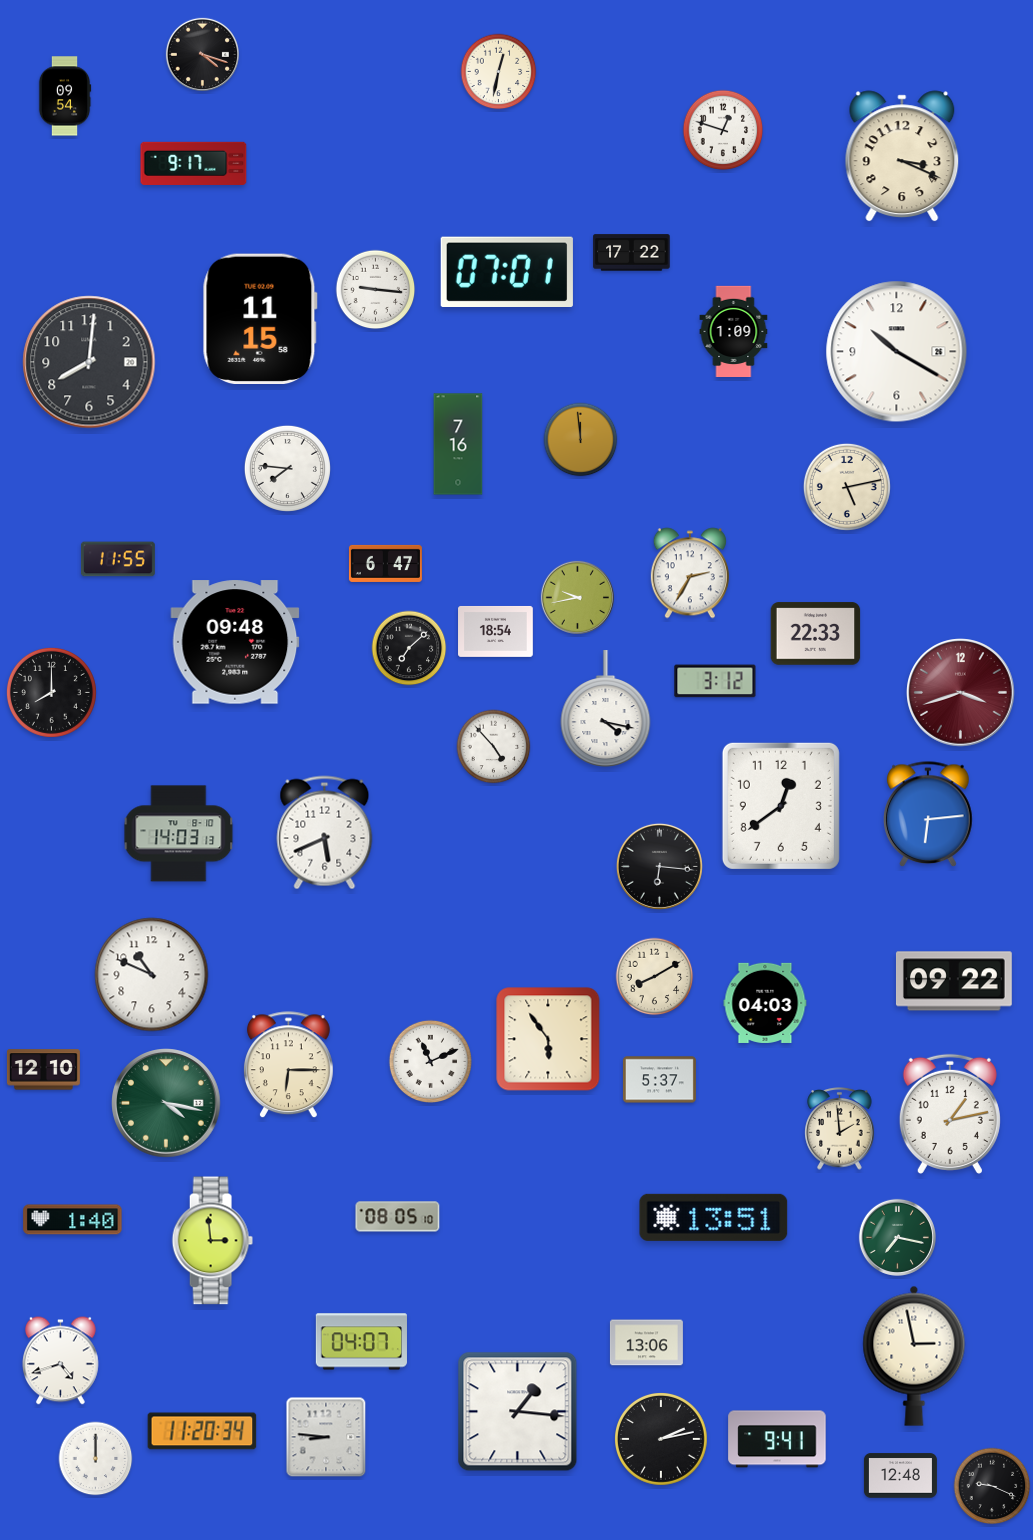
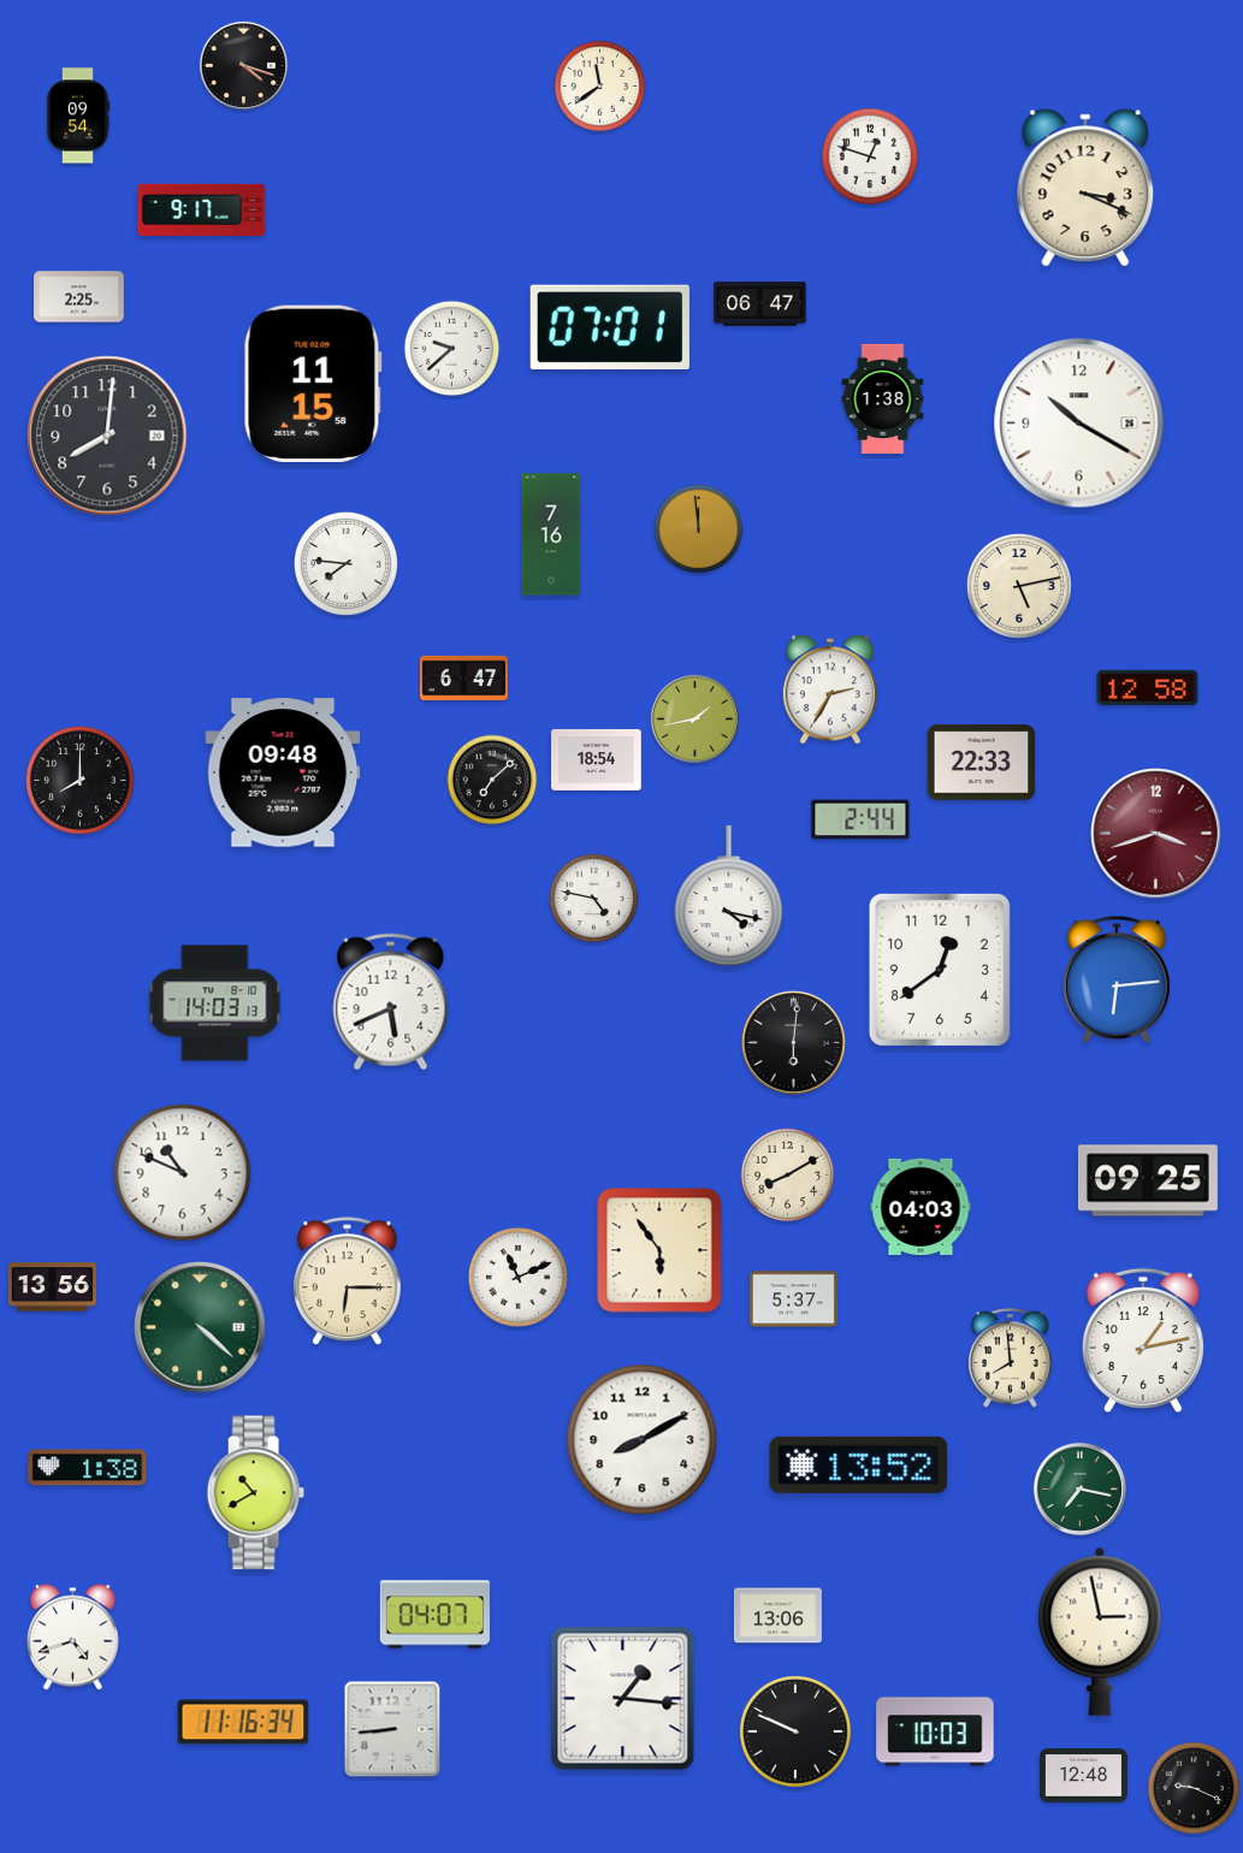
clock at (499, 72): 12:32 -> 11:39
clock at (194, 163) position: (194, 163) -> (202, 209)
clock at (79, 297): none -> 2:25
clock at (632, 253): 17:22 -> 06:47
clock at (376, 290): 9:16 -> 9:38
clock at (734, 332): 1:09 -> 1:38
clock at (118, 559): 11:55 -> none
clock at (1148, 687): none -> 12:58
clock at (577, 597): 9:43 -> 1:43
clock at (715, 681): 3:12 -> 2:44
clock at (51, 692) position: (51, 692) -> (79, 780)
clock at (606, 708) position: (606, 708) -> (729, 895)
clock at (494, 747): 4:53 -> 4:47
clock at (659, 866): 6:16 -> 6:01
clock at (954, 981): 09:22 -> 09:25
clock at (43, 1070): 12:10 -> 13:56
clock at (166, 1103): 4:17 -> 4:22
clock at (840, 1129): 1:59 -> 7:59
clock at (643, 1440): none -> 8:10
clock at (398, 1217): 08:05 -> none
clock at (714, 1217): 13:51 -> 13:52
clock at (73, 1220): 1:40 -> 1:38
clock at (212, 1241): 2:59 -> 10:40
clock at (202, 1431): 11:20 -> 11:16
clock at (326, 1437): 8:46 -> 8:44
clock at (777, 1439): 9:41 -> 10:03
clock at (662, 1440): 2:13 -> 9:49
clock at (96, 1459): 12:00 -> none
